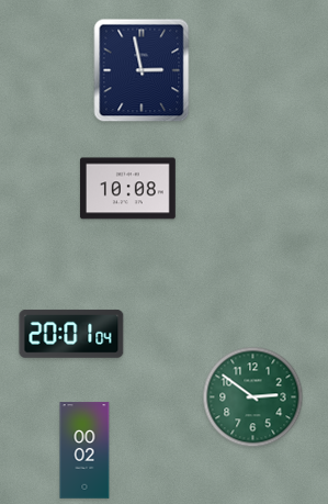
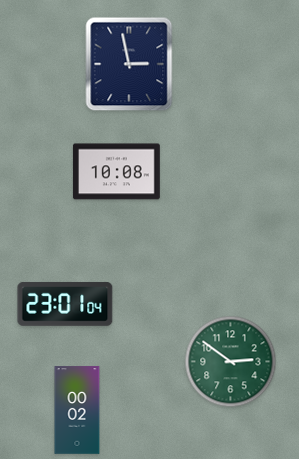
clock at (71, 334): 20:01 -> 23:01
